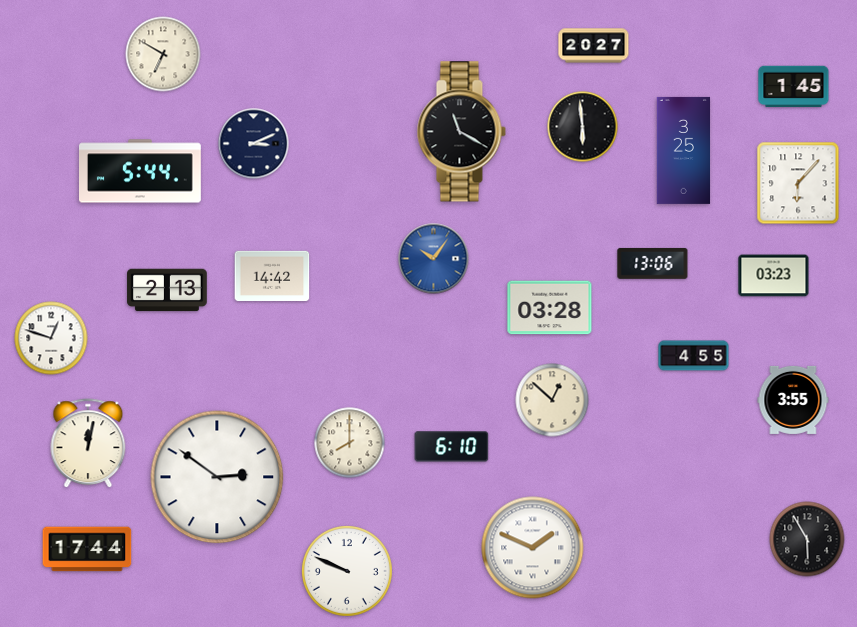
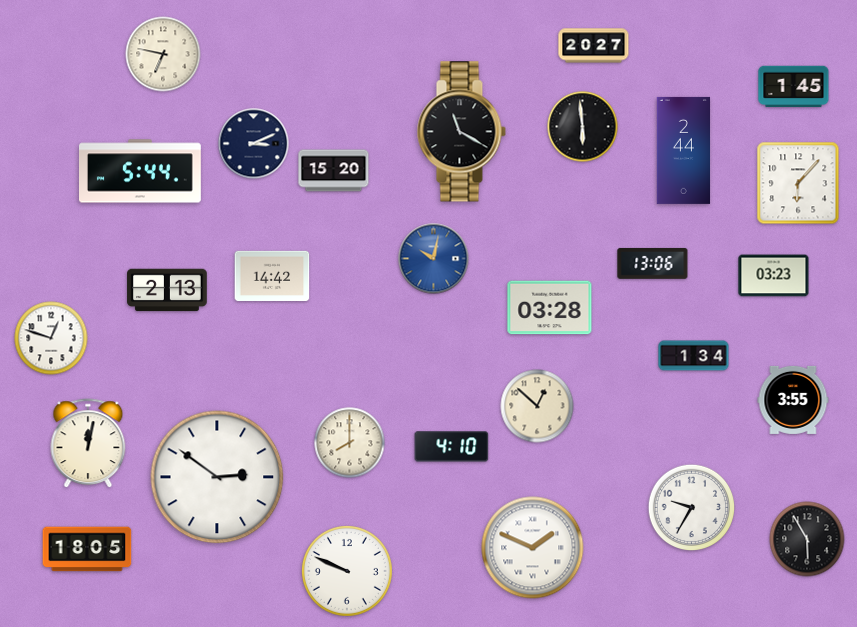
clock at (163, 54): 6:50 -> 6:47
clock at (683, 150): 3:25 -> 2:44
clock at (334, 171): none -> 15:20
clock at (434, 259): 10:06 -> 10:02
clock at (694, 356): 4:55 -> 1:34
clock at (552, 400) position: (552, 400) -> (537, 406)
clock at (452, 447): 6:10 -> 4:10
clock at (692, 508): none -> 9:35
clock at (87, 549): 17:44 -> 18:05
